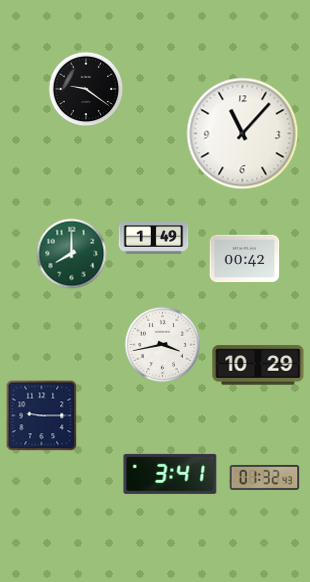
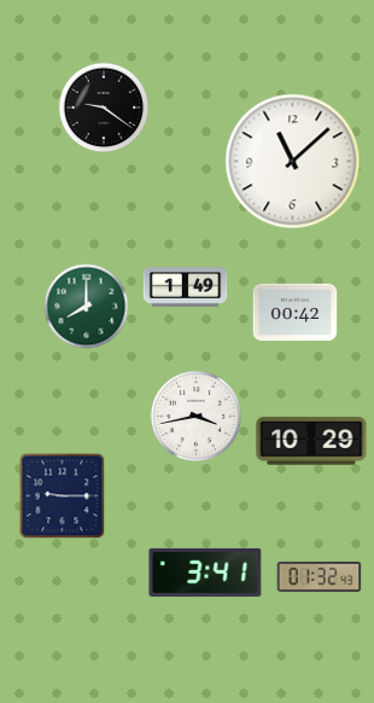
clock at (243, 134): 11:07 -> 11:08
clock at (42, 416) position: (42, 416) -> (63, 496)
